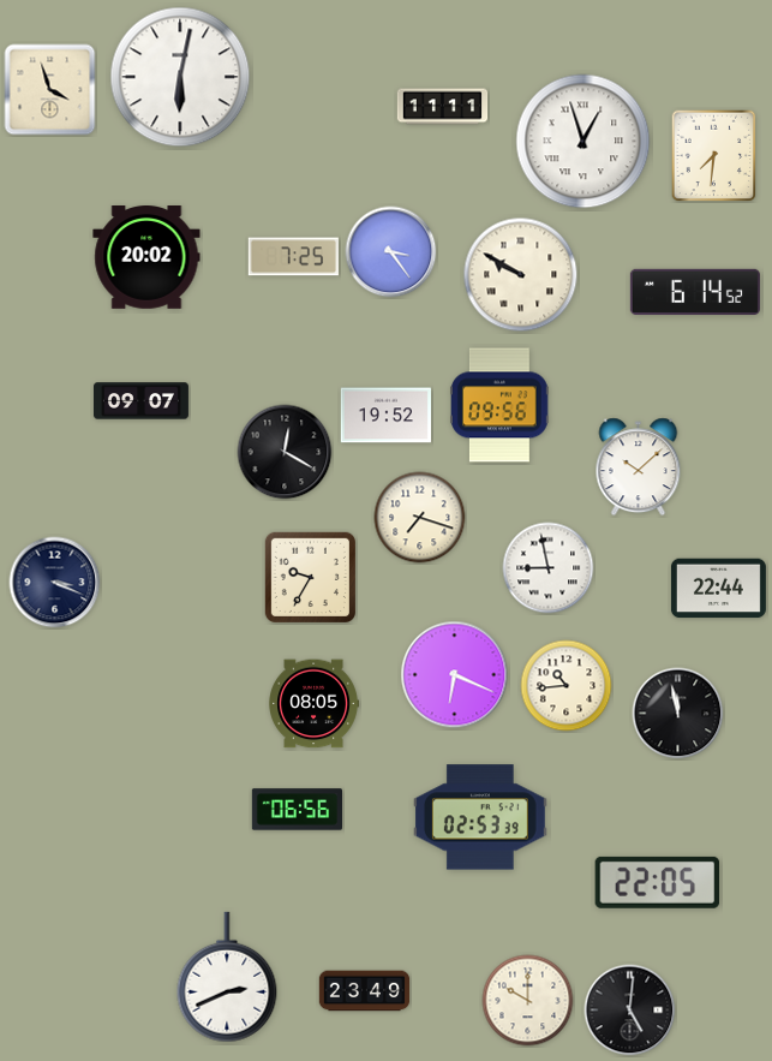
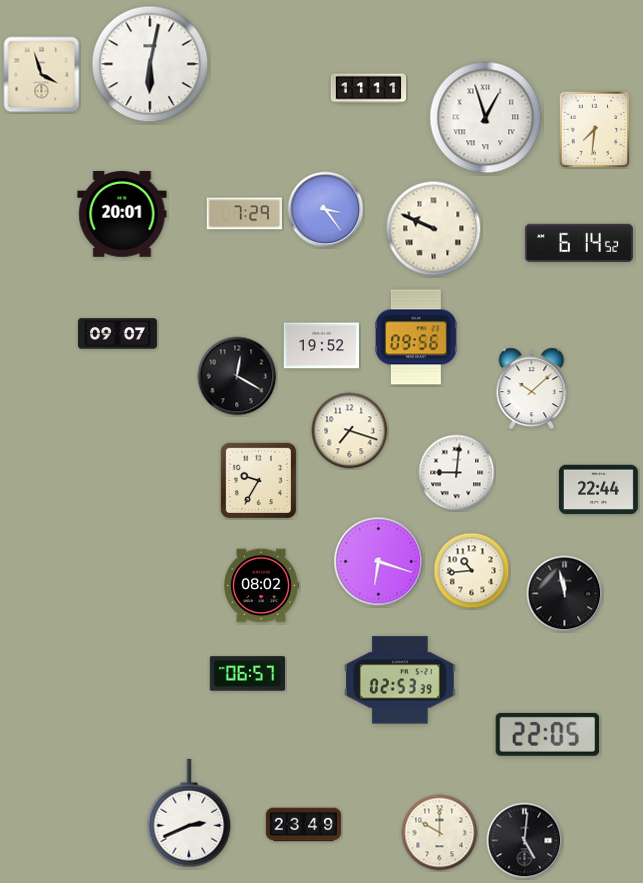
clock at (293, 257): 7:25 -> 7:29
clock at (146, 258): 20:02 -> 20:01
clock at (521, 275): 9:50 -> 9:49
clock at (549, 568): 8:58 -> 9:01
clock at (55, 583): 3:19 -> none
clock at (455, 675): 6:19 -> 6:18
clock at (313, 704): 08:05 -> 08:02
clock at (297, 810): 06:56 -> 06:57
